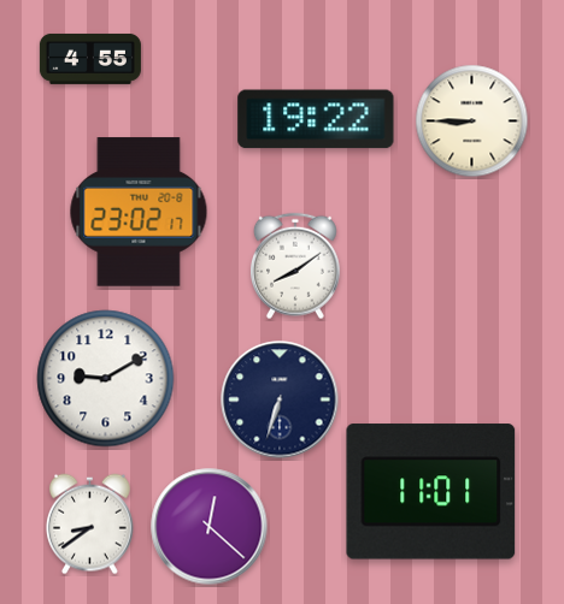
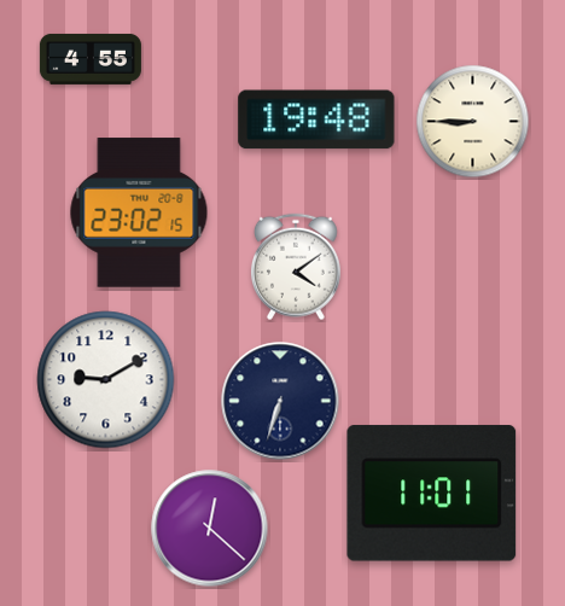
clock at (316, 119): 19:22 -> 19:48
clock at (139, 212): 23:02:17 -> 23:02:15
clock at (295, 266): 8:09 -> 4:09
clock at (89, 525): 8:39 -> none
